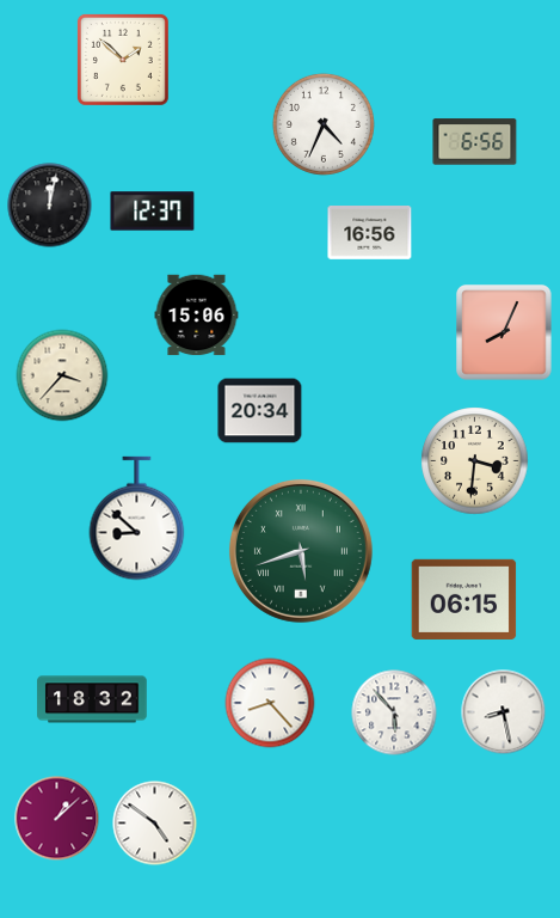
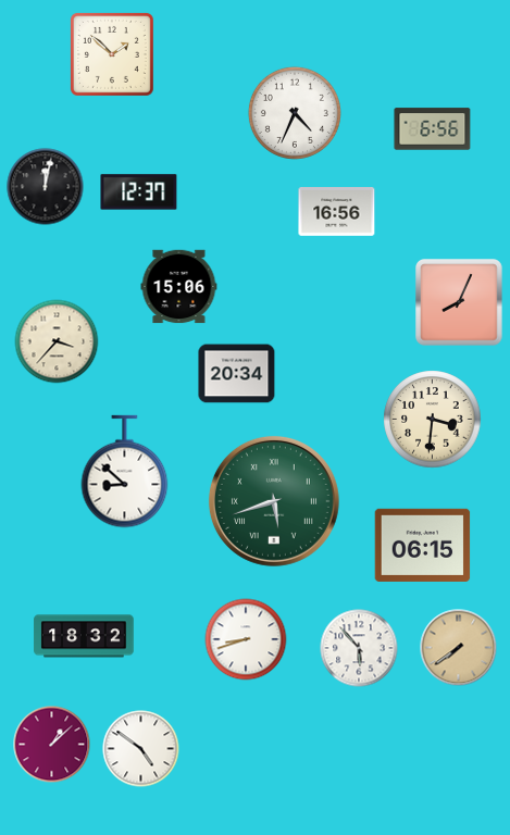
clock at (270, 703): 8:23 -> 8:42
clock at (504, 712): 8:28 -> 7:39
clock at (504, 712) dial: white -> champagne
